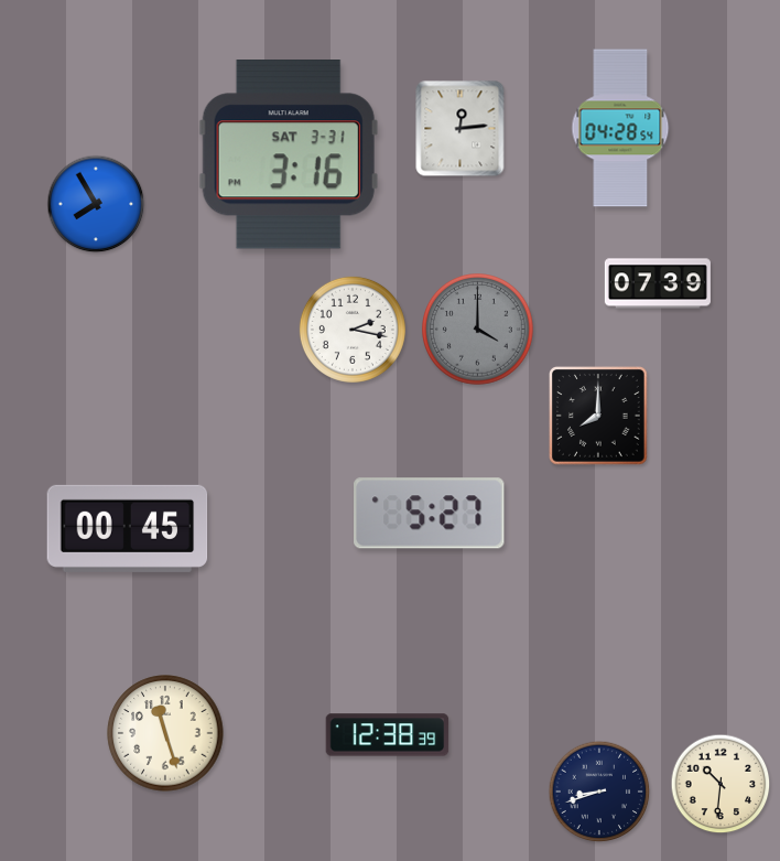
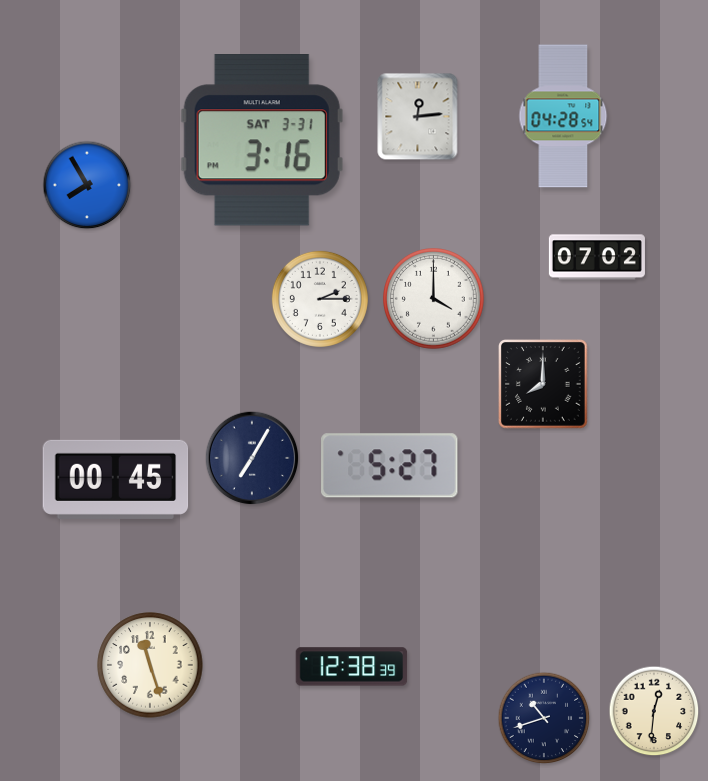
clock at (658, 283): 07:39 -> 07:02
clock at (353, 330): 2:17 -> 2:15
clock at (478, 330) dial: grey -> white
clock at (599, 417) position: (599, 417) -> (544, 385)
clock at (252, 458): none -> 7:05
clock at (721, 784): 10:31 -> 12:31
clock at (599, 792): 8:42 -> 10:42
